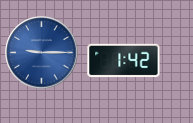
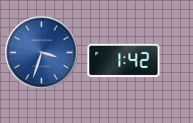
clock at (42, 53): 9:15 -> 3:33
